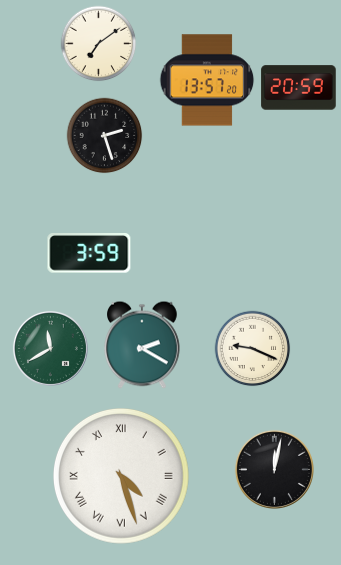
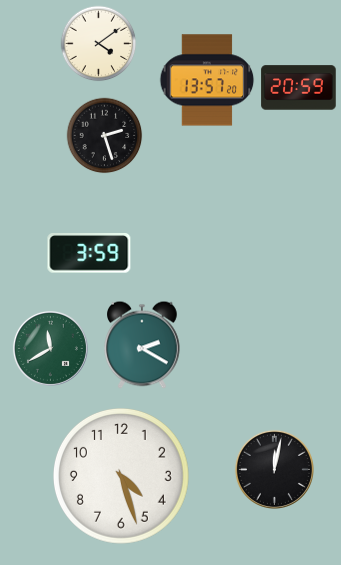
clock at (99, 44): 7:09 -> 4:09
clock at (253, 349): 9:19 -> none
clock at (122, 477) numerals: Roman -> Arabic
